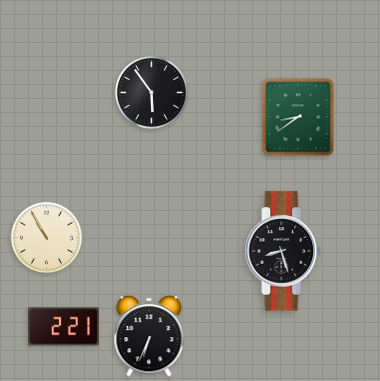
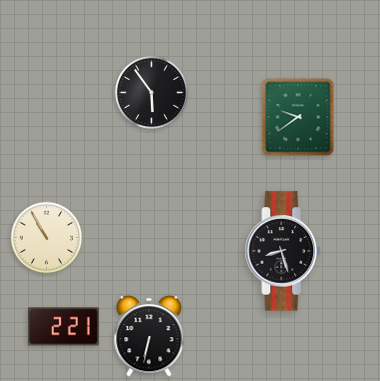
clock at (298, 117): 8:39 -> 9:39
clock at (149, 336): 6:34 -> 6:32
